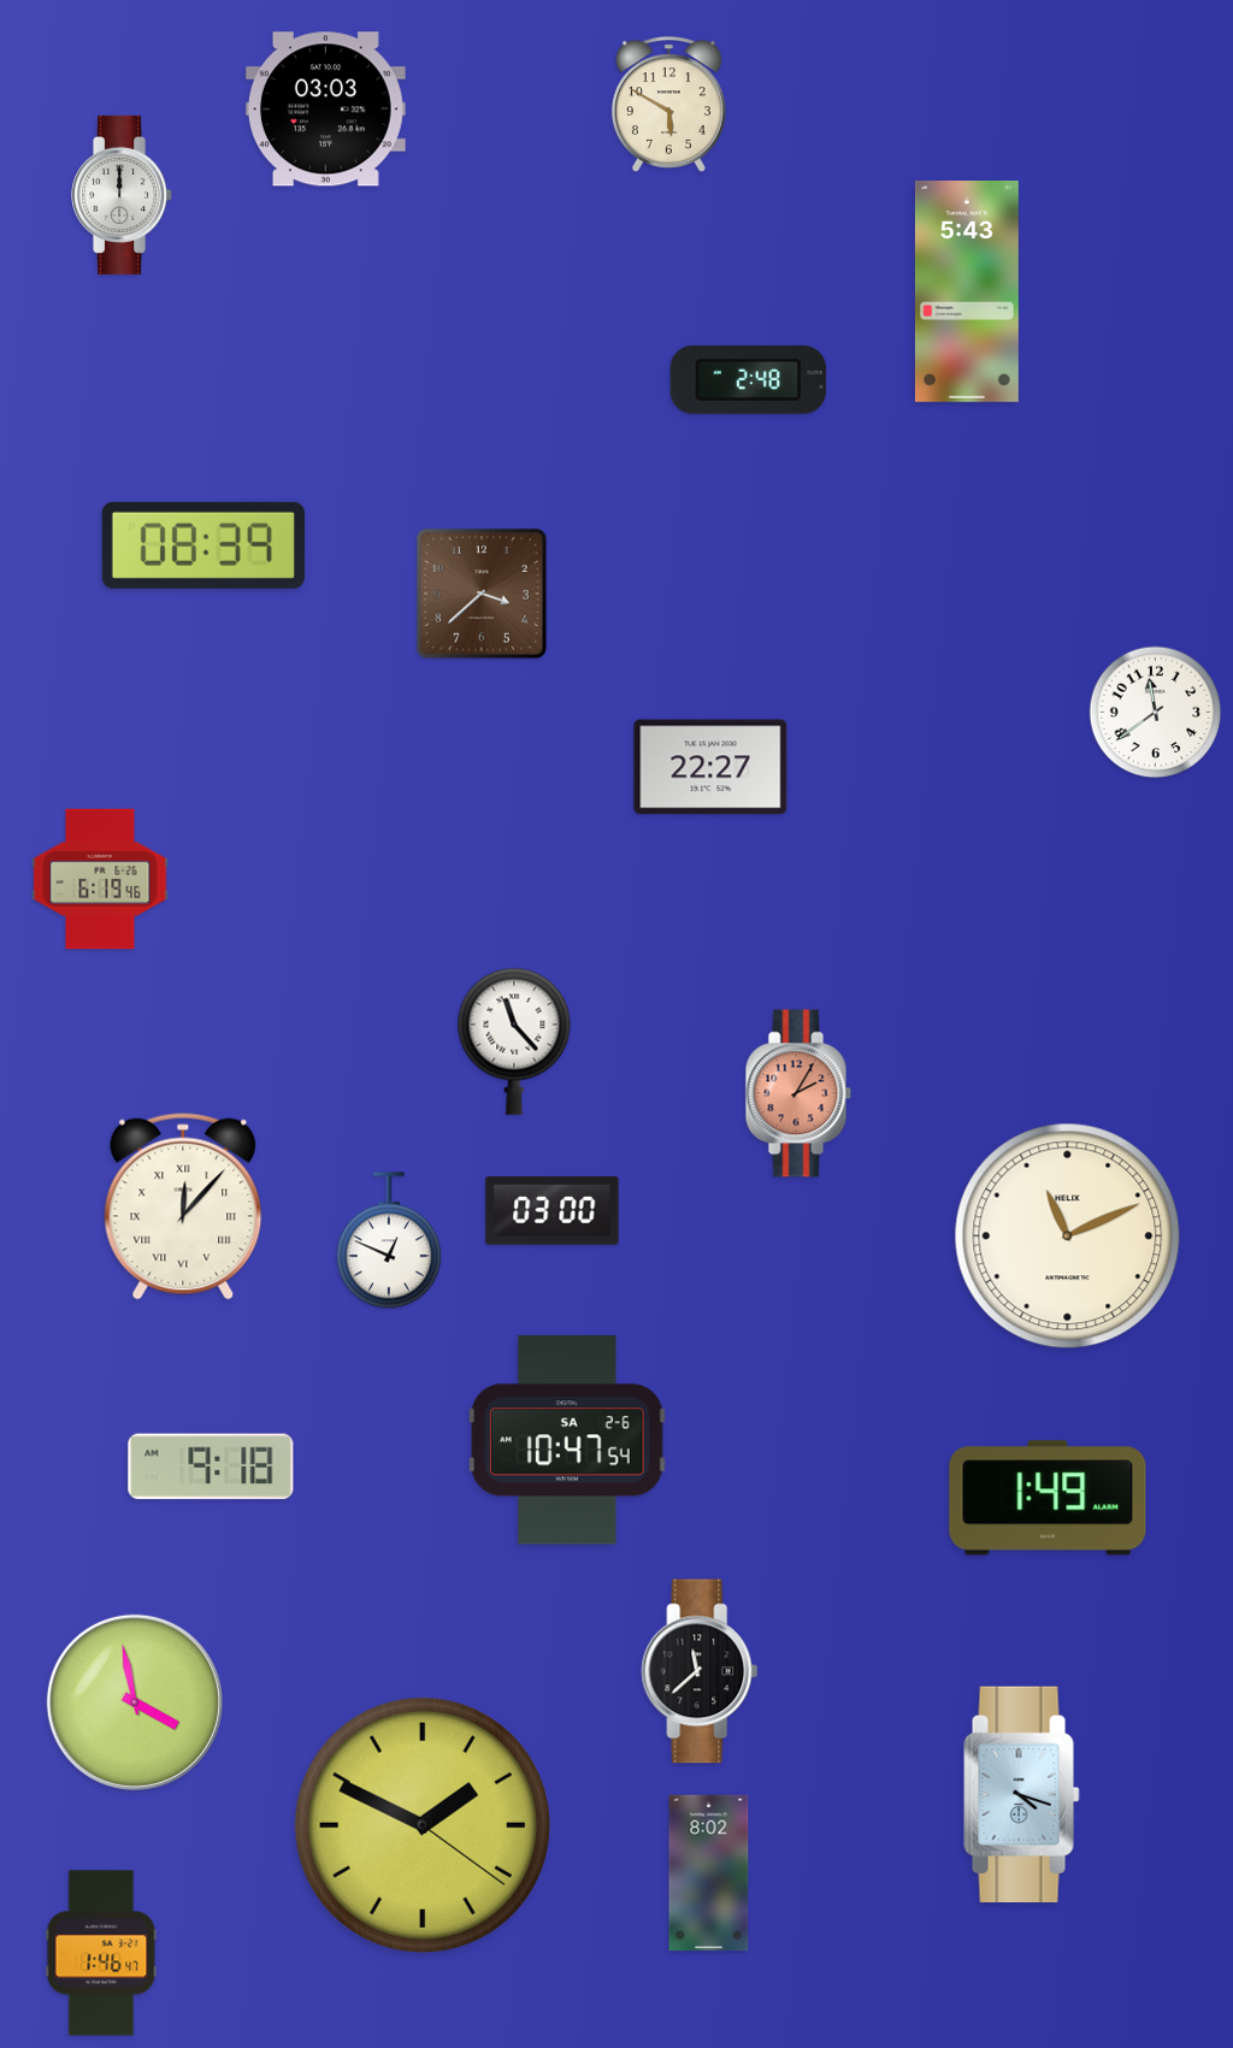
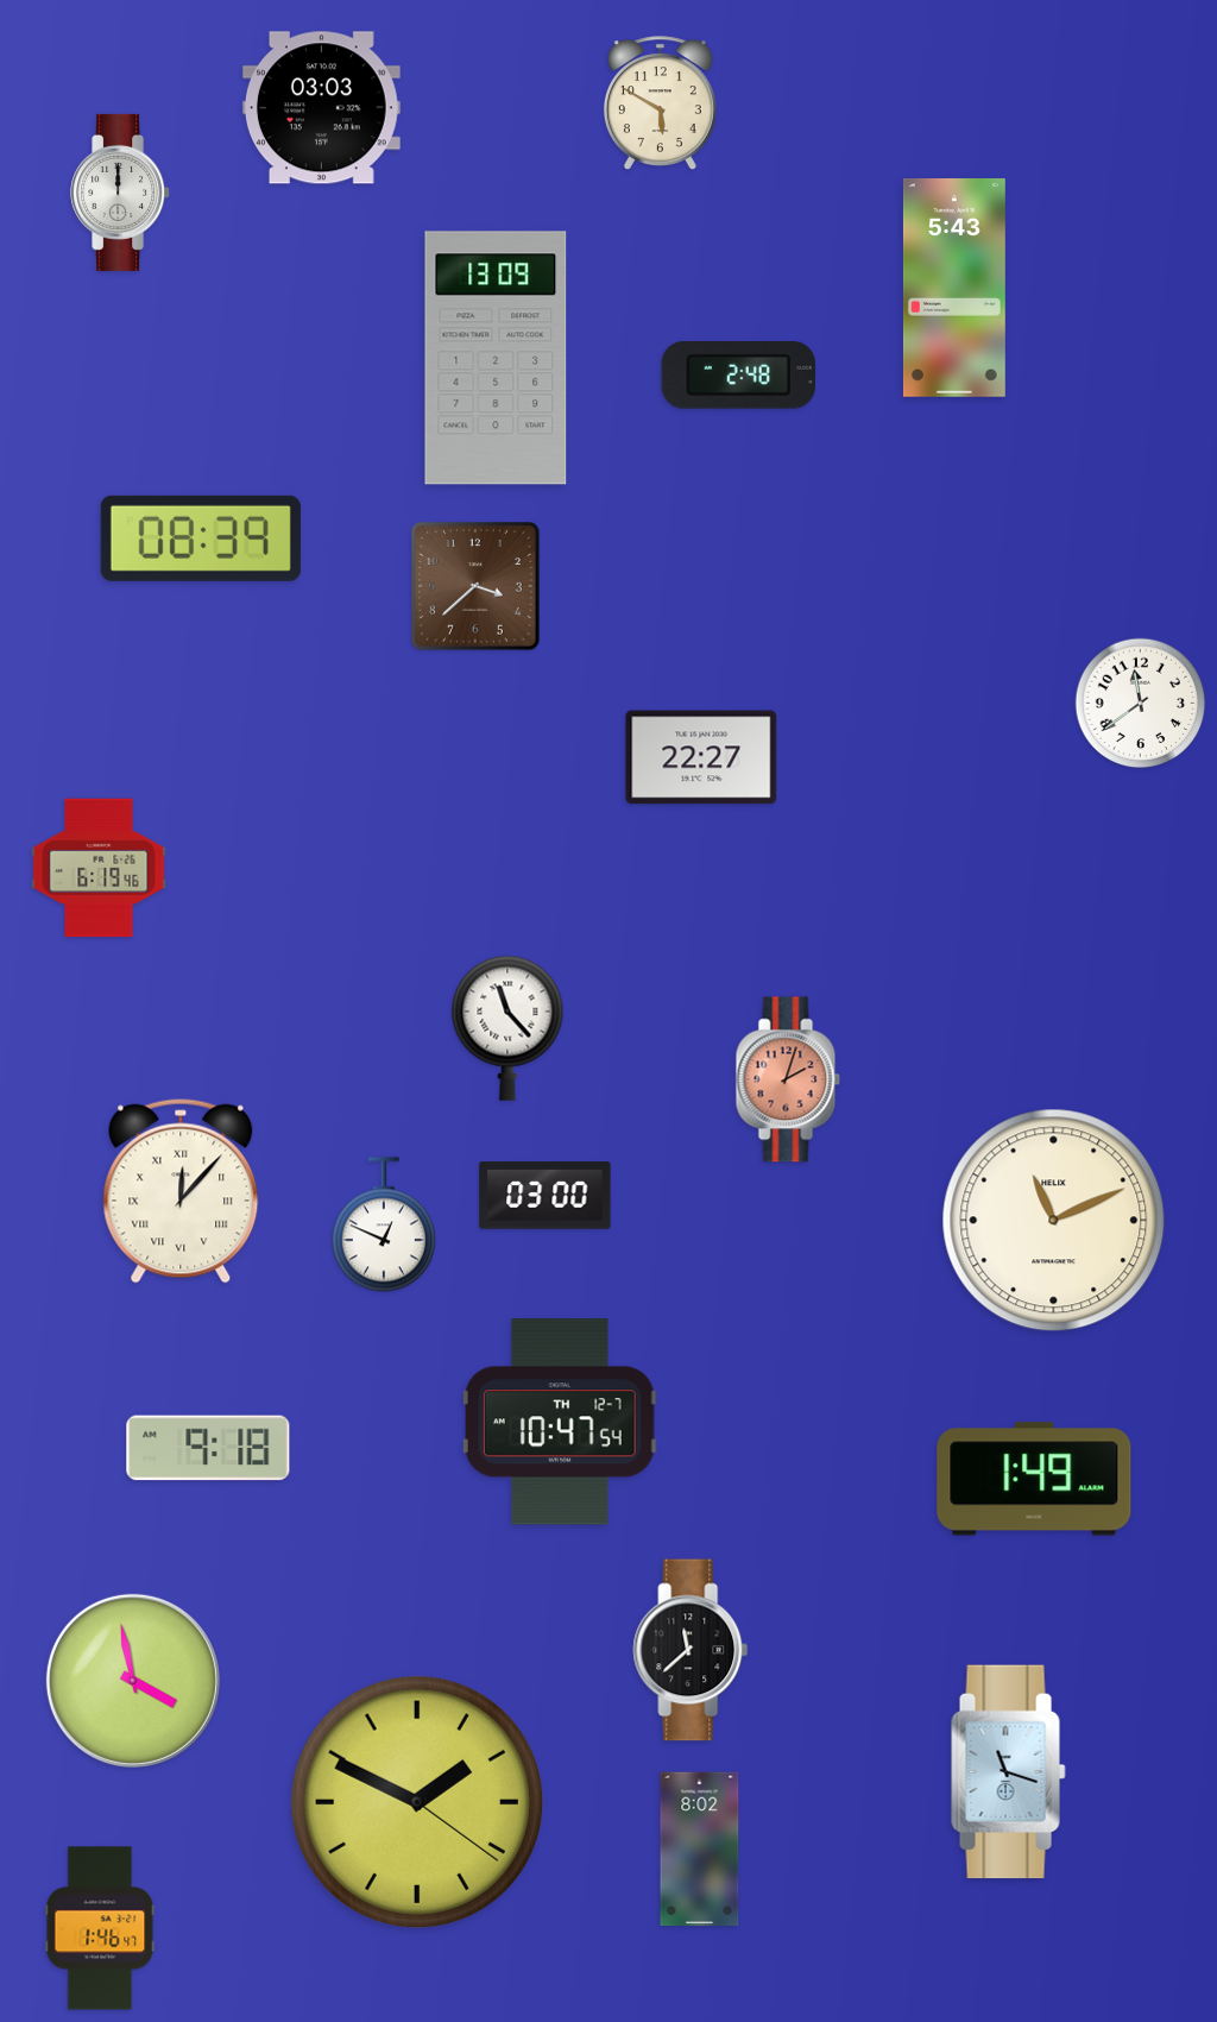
clock at (496, 358): none -> 13:09
clock at (798, 1093): 2:05 -> 2:03
clock at (567, 1440) date: SA 2-6 -> TH 12-7
clock at (1022, 1795): 4:18 -> 11:18
